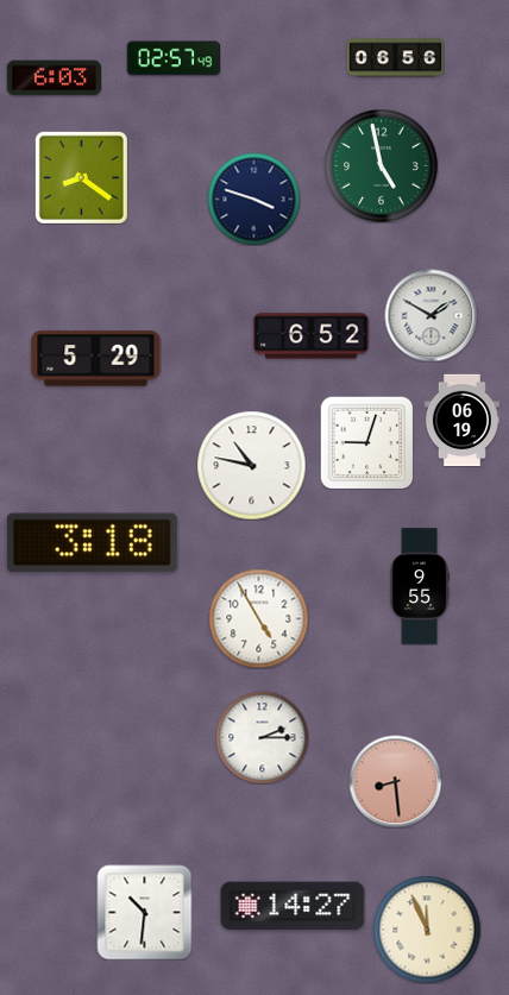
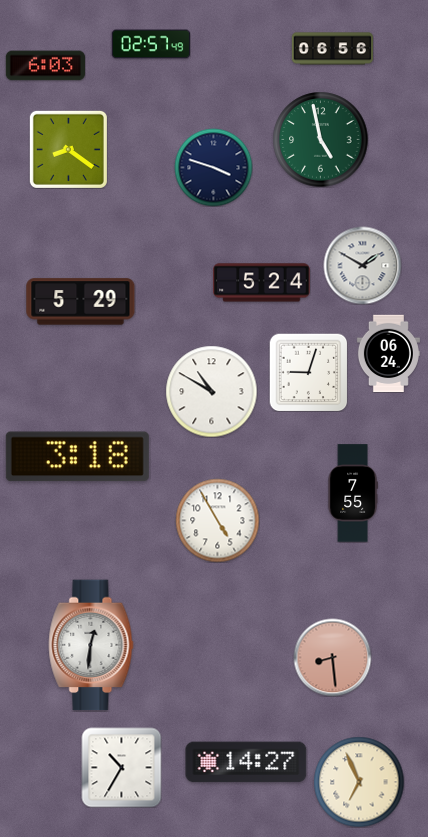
clock at (174, 58) position: (174, 58) -> (151, 44)
clock at (312, 336): 6:52 -> 5:24
clock at (461, 420): 06:19 -> 06:24
clock at (251, 465): 10:47 -> 10:50
clock at (420, 586): 9:55 -> 7:55
clock at (262, 737): 2:15 -> none
clock at (91, 645): none -> 12:31
clock at (144, 912): 10:31 -> 10:35
clock at (427, 930): 11:56 -> 6:56
